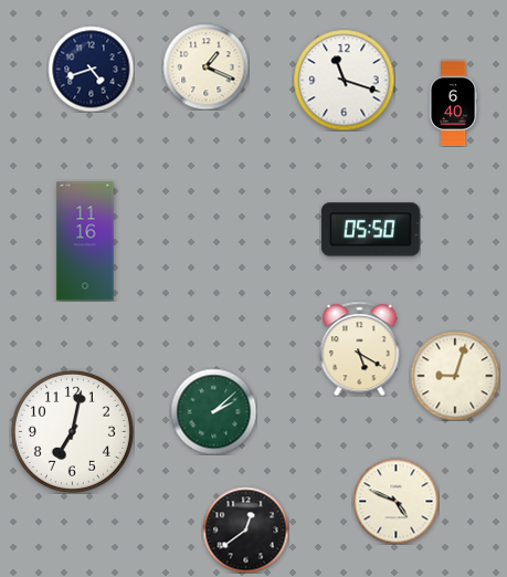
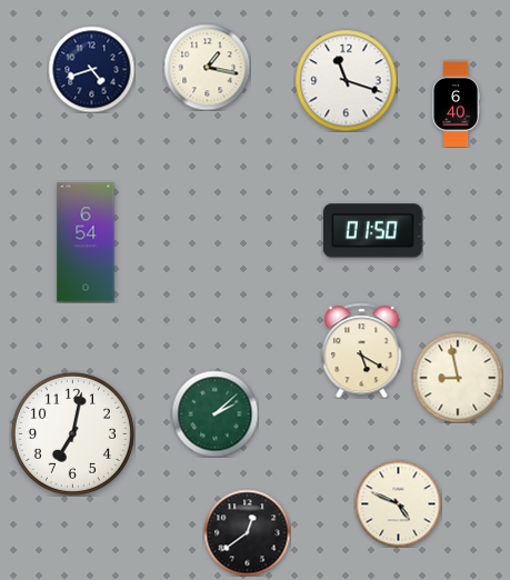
clock at (205, 66): 1:19 -> 1:17
clock at (370, 230): 05:50 -> 01:50
clock at (85, 241): 11:16 -> 6:54
clock at (455, 376): 9:03 -> 8:58
